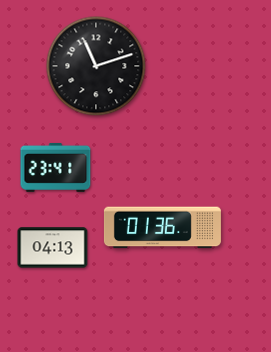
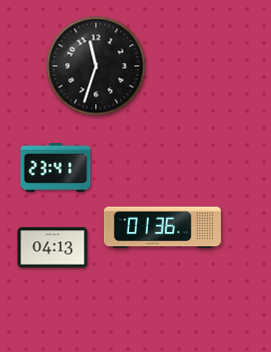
clock at (96, 66): 11:12 -> 11:33
